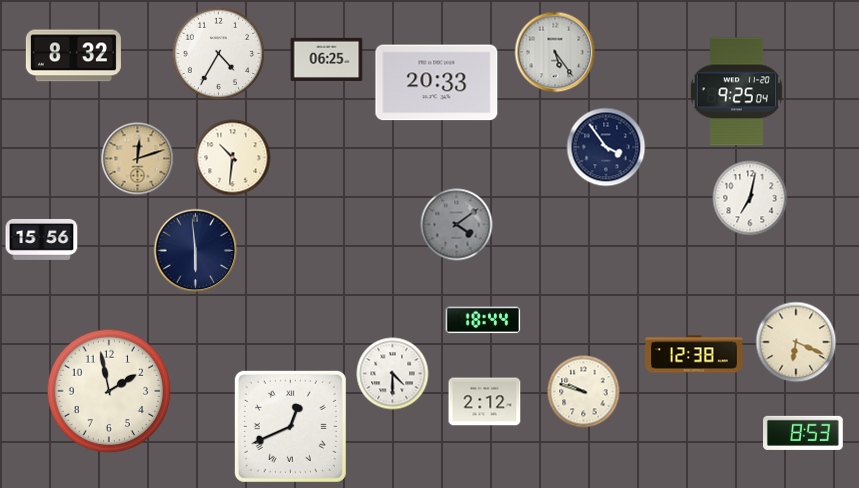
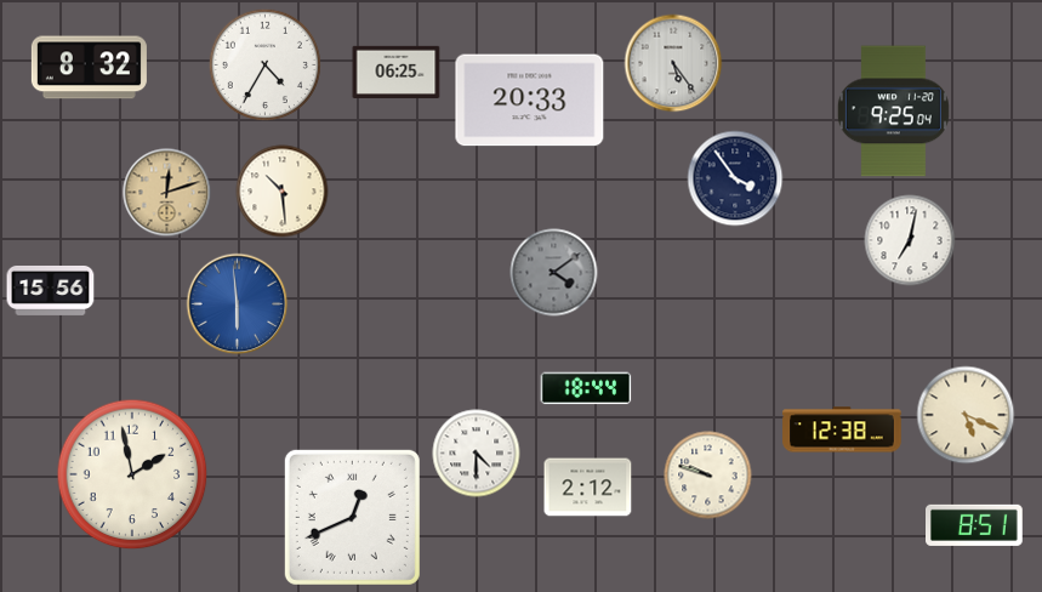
clock at (233, 158): 10:31 -> 10:29
clock at (196, 251) dial: navy -> blue
clock at (796, 342): 6:19 -> 5:19
clock at (804, 433): 8:53 -> 8:51
